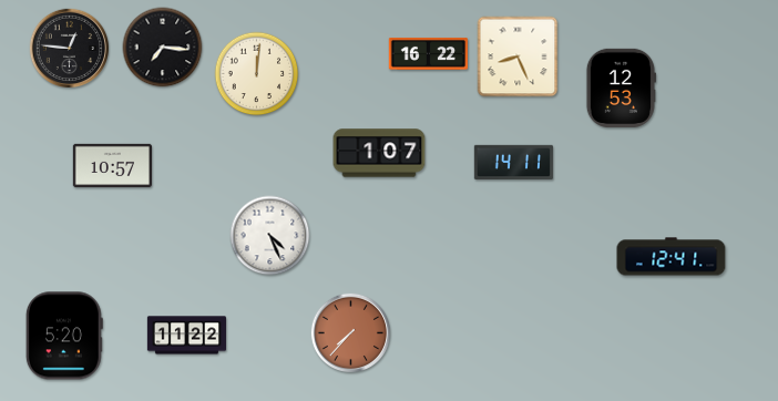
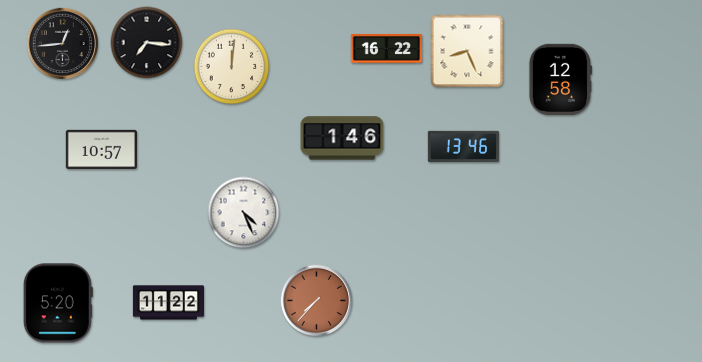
clock at (69, 48): 12:46 -> 12:44
clock at (621, 88): 12:53 -> 12:58
clock at (379, 153): 1:07 -> 1:46
clock at (513, 162): 14:11 -> 13:46
clock at (672, 257): 12:41 -> none
